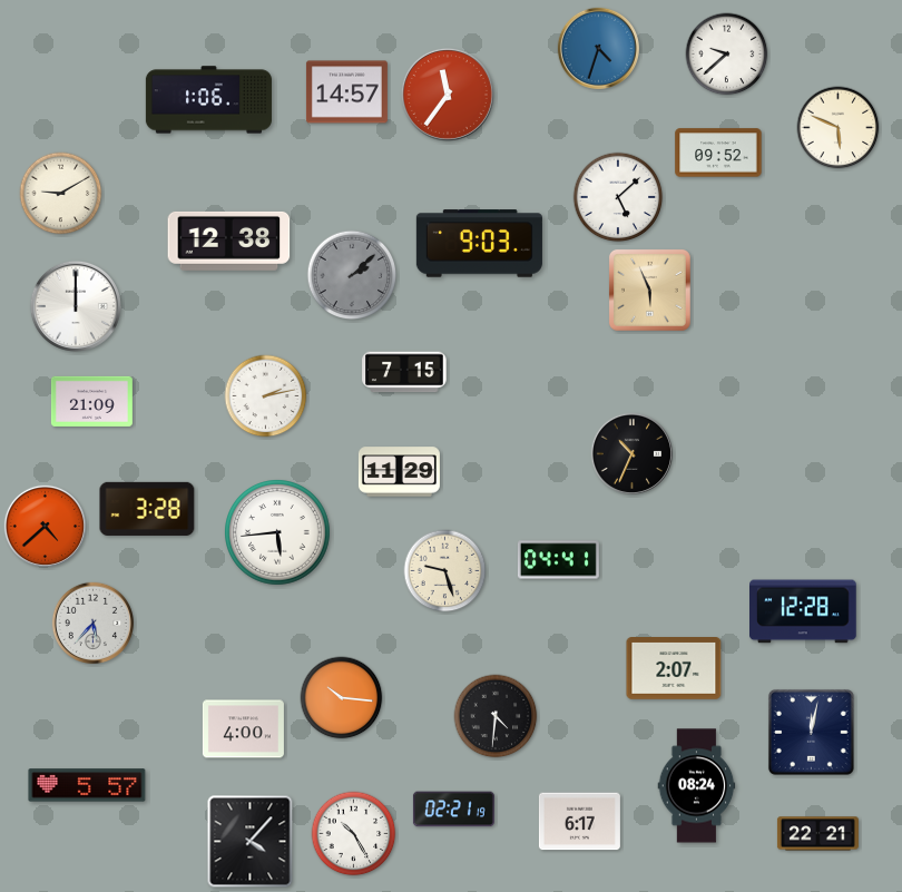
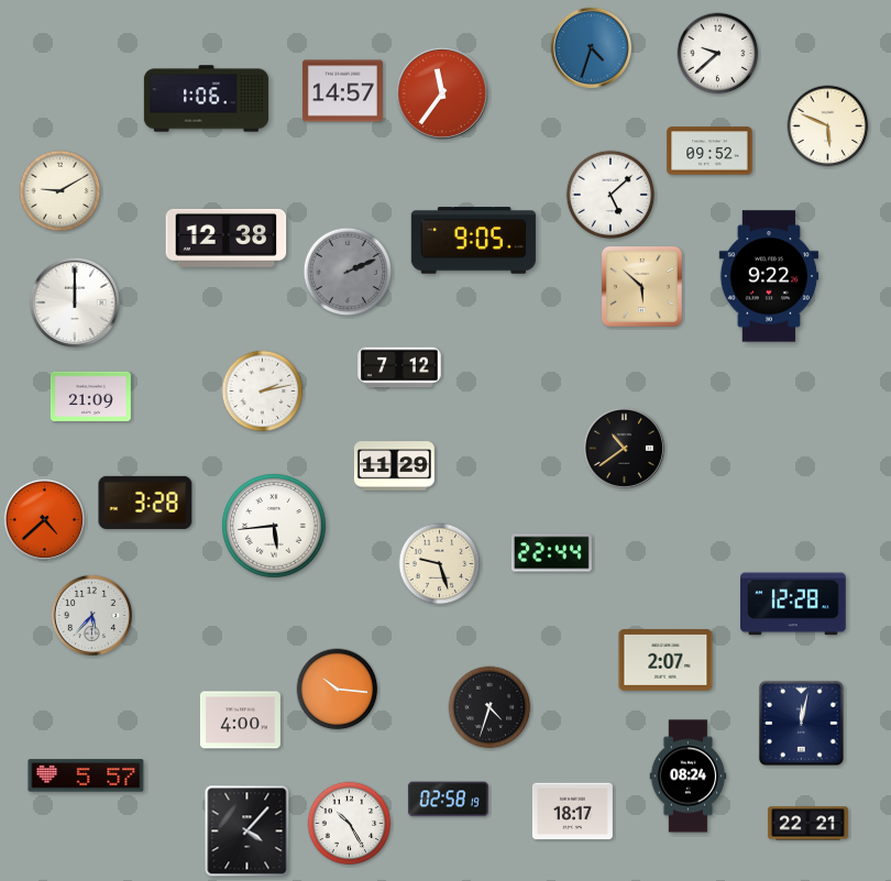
clock at (479, 244): 9:03 -> 9:05
clock at (352, 275): 2:08 -> 2:11
clock at (769, 276): none -> 9:22
clock at (649, 290): 5:56 -> 5:52
clock at (404, 372): 7:15 -> 7:12
clock at (631, 453): 10:34 -> 10:39
clock at (558, 560): 04:41 -> 22:44
clock at (496, 716): 4:31 -> 4:33
clock at (453, 810): 02:21 -> 02:58
clock at (579, 822): 6:17 -> 18:17
